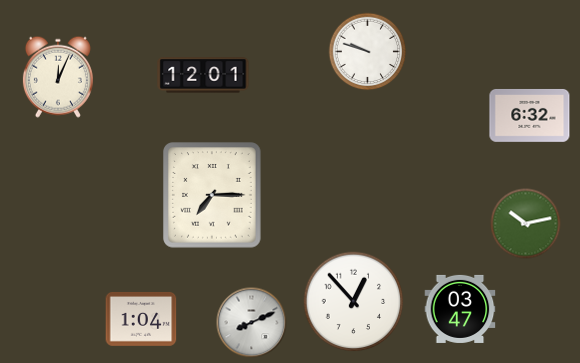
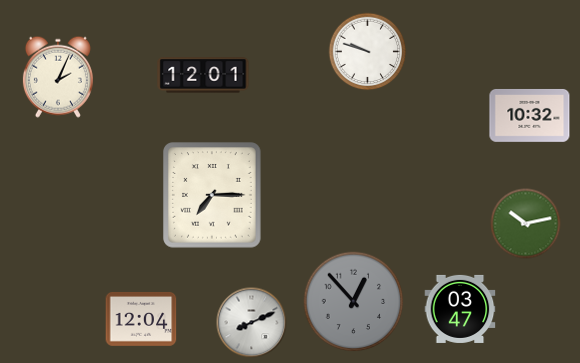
clock at (58, 77): 12:04 -> 2:04
clock at (530, 115): 6:32 -> 10:32
clock at (354, 302) dial: white -> grey
clock at (141, 319): 1:04 -> 12:04
